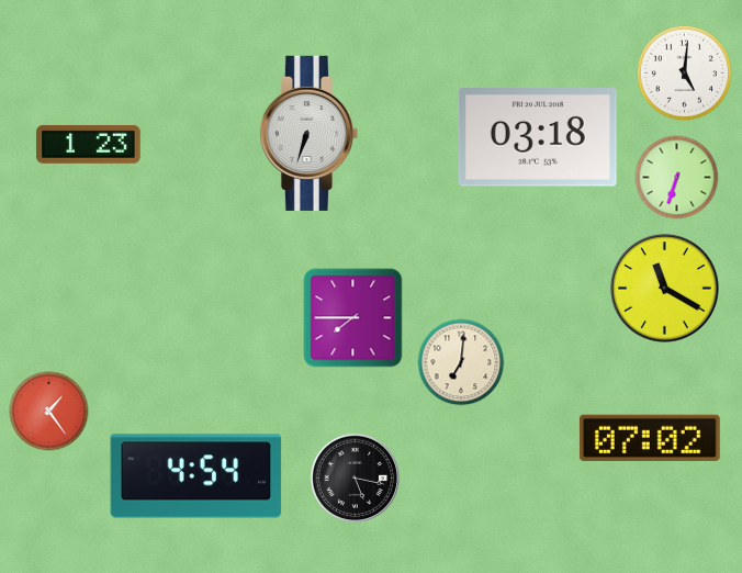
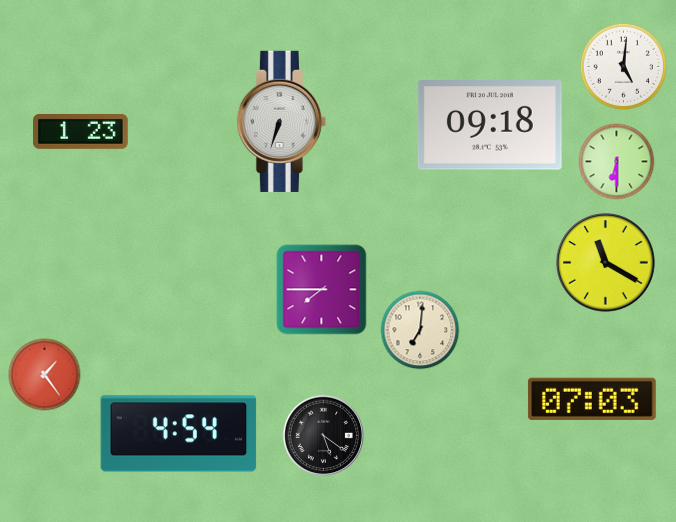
clock at (538, 138): 03:18 -> 09:18
clock at (677, 178): 6:33 -> 6:30
clock at (650, 438): 07:02 -> 07:03
clock at (356, 479): 5:17 -> 5:21
